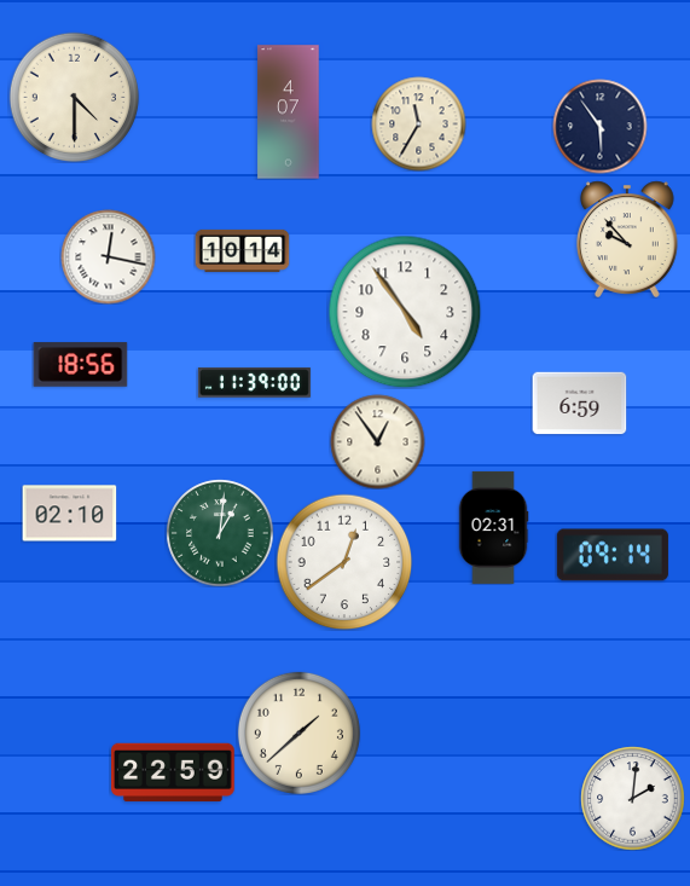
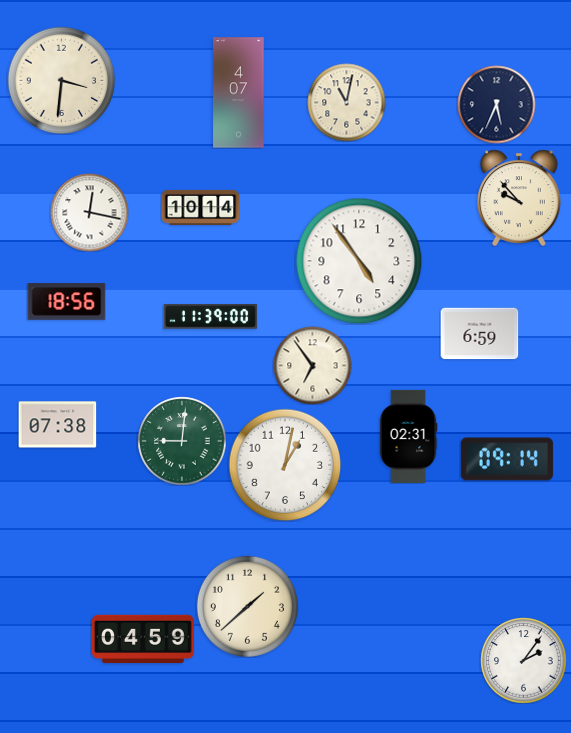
clock at (74, 97): 4:30 -> 3:31
clock at (418, 123): 11:35 -> 11:02
clock at (599, 126): 5:54 -> 5:34
clock at (405, 312) position: (405, 312) -> (359, 261)
clock at (377, 441): 12:54 -> 6:54
clock at (69, 514): 02:10 -> 07:38
clock at (220, 533): 1:01 -> 9:01
clock at (344, 562): 12:39 -> 1:02
clock at (173, 772): 22:59 -> 04:59
clock at (632, 798): 2:01 -> 2:06
